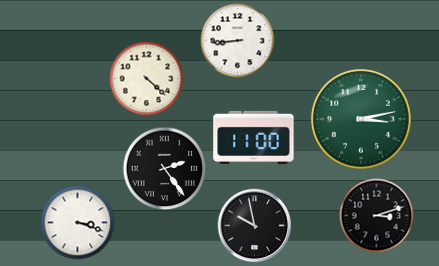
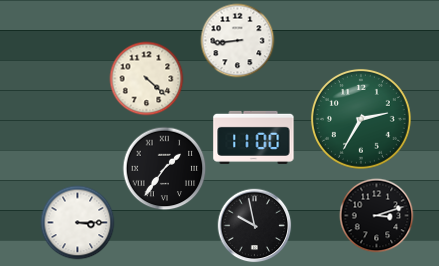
clock at (361, 119): 3:13 -> 2:35
clock at (165, 169): 2:24 -> 1:36
clock at (78, 223): 3:18 -> 3:15
